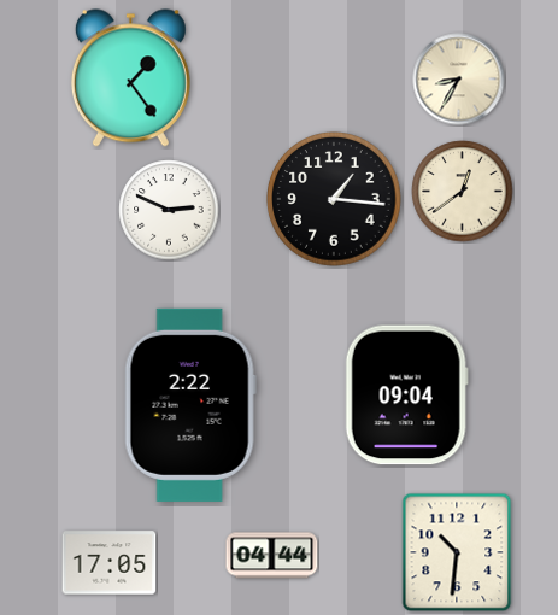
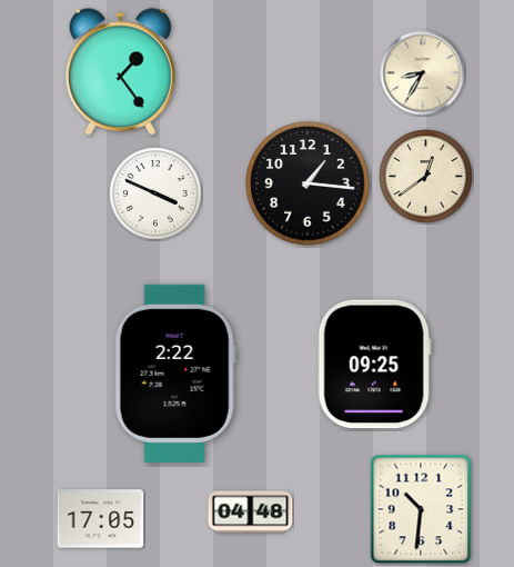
clock at (169, 210): 2:49 -> 3:49
clock at (406, 396): 09:04 -> 09:25
clock at (272, 556): 04:44 -> 04:48
